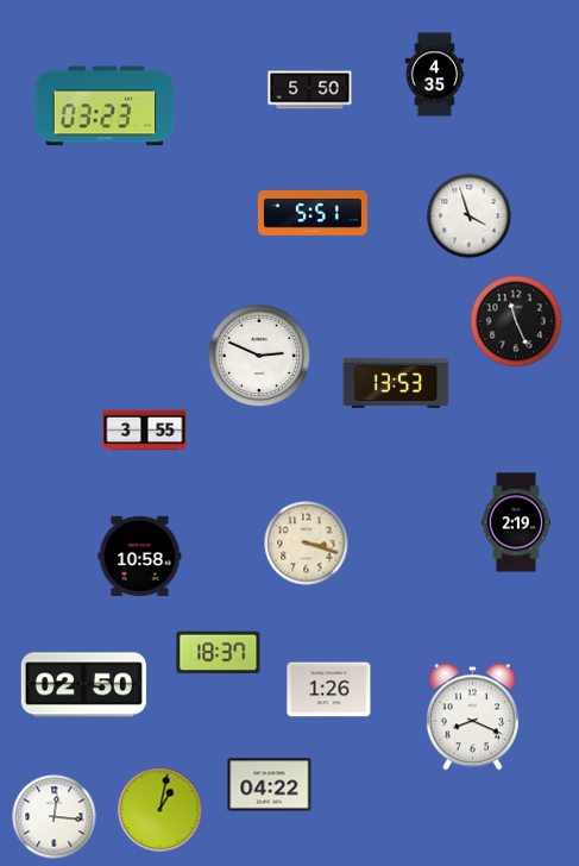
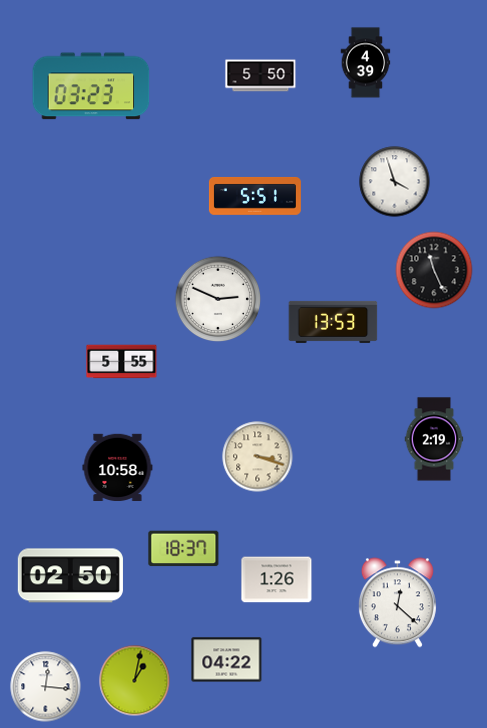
clock at (435, 75): 4:35 -> 4:39
clock at (105, 106) position: (105, 106) -> (91, 86)
clock at (313, 213) position: (313, 213) -> (255, 196)
clock at (145, 431): 3:55 -> 5:55
clock at (472, 717): 8:19 -> 12:22
